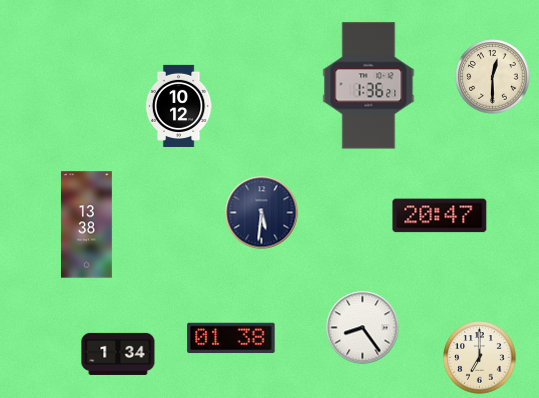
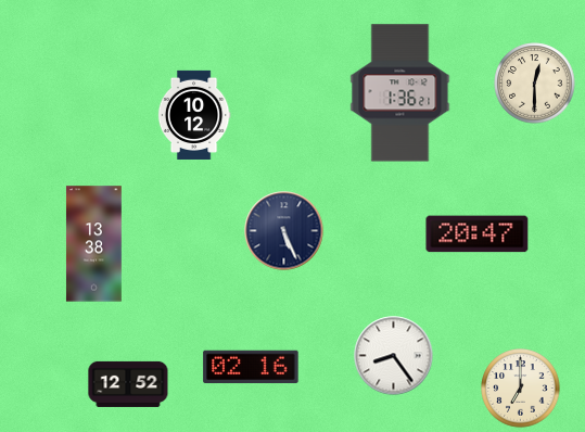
clock at (262, 213): 5:31 -> 5:26
clock at (231, 338): 01:38 -> 02:16
clock at (118, 354): 1:34 -> 12:52
